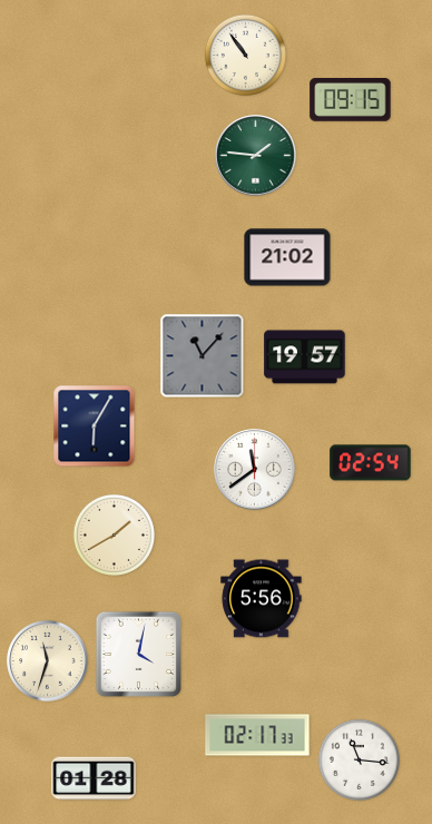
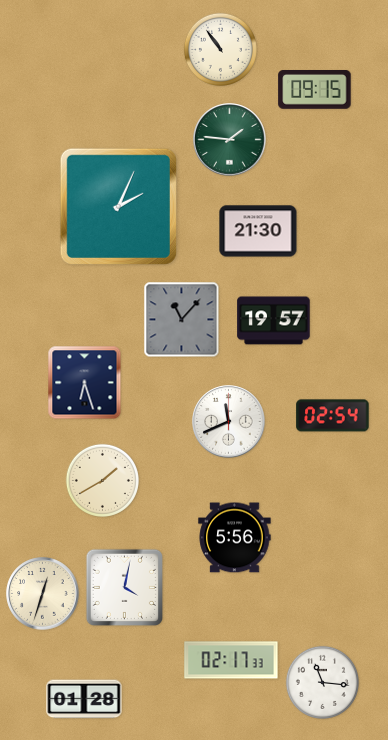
clock at (118, 206): none -> 2:04
clock at (287, 257): 21:02 -> 21:30
clock at (95, 426): 6:05 -> 6:27
clock at (255, 470): 11:39 -> 11:41
clock at (48, 661): 11:33 -> 12:33
